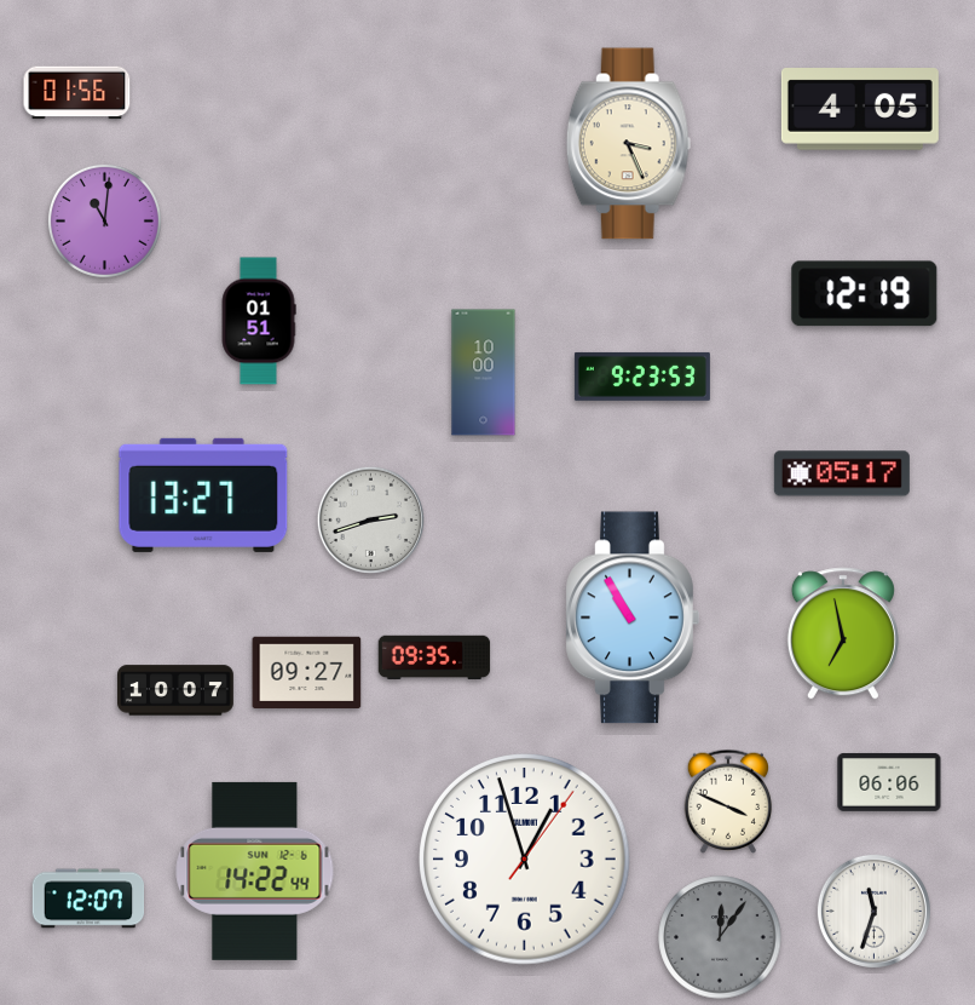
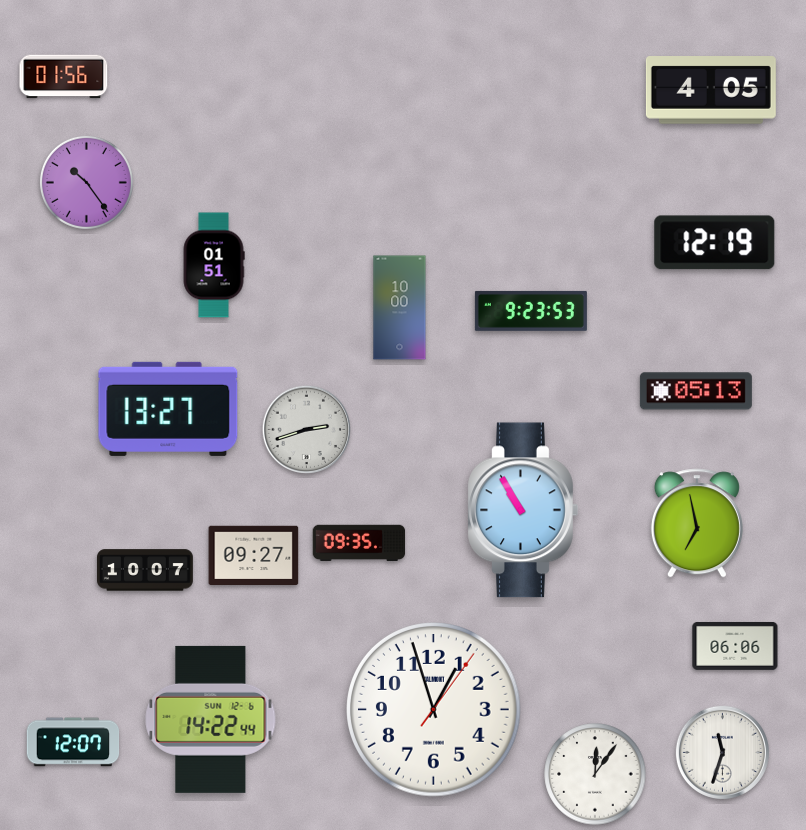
clock at (628, 144): 3:26 -> none
clock at (104, 220): 11:01 -> 10:24
clock at (842, 473): 05:17 -> 05:13
clock at (728, 802): 3:49 -> none
clock at (720, 937) dial: grey -> white
